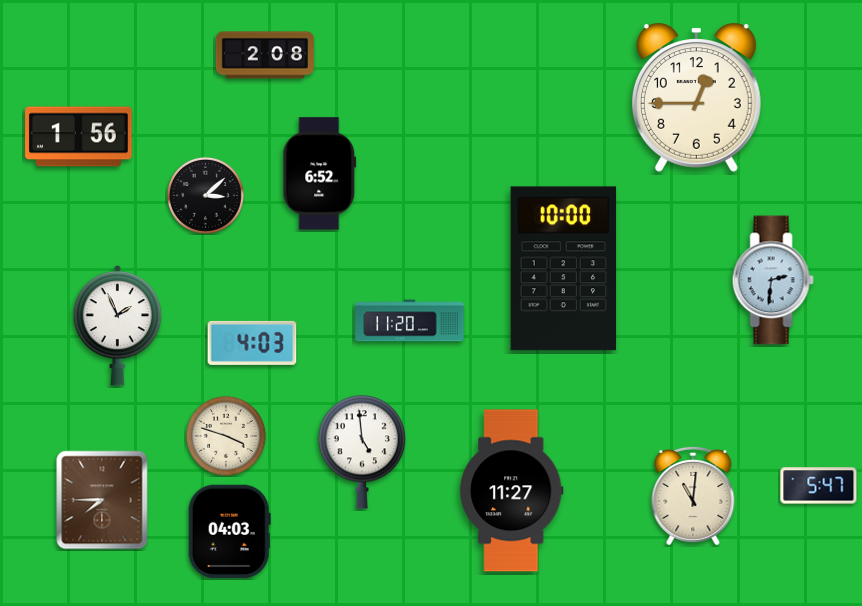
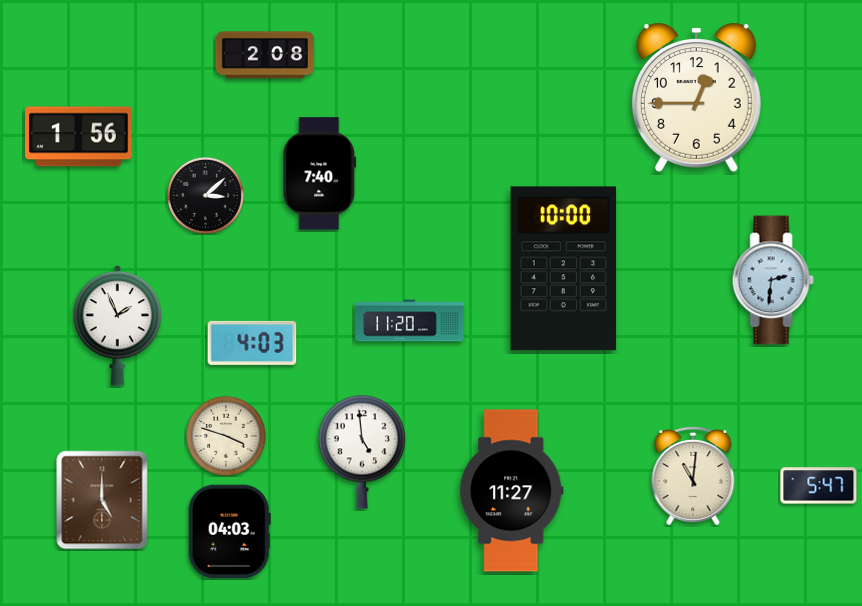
clock at (320, 174): 6:52 -> 7:40
clock at (693, 496) position: (693, 496) -> (693, 476)
clock at (102, 500): 7:45 -> 5:00
